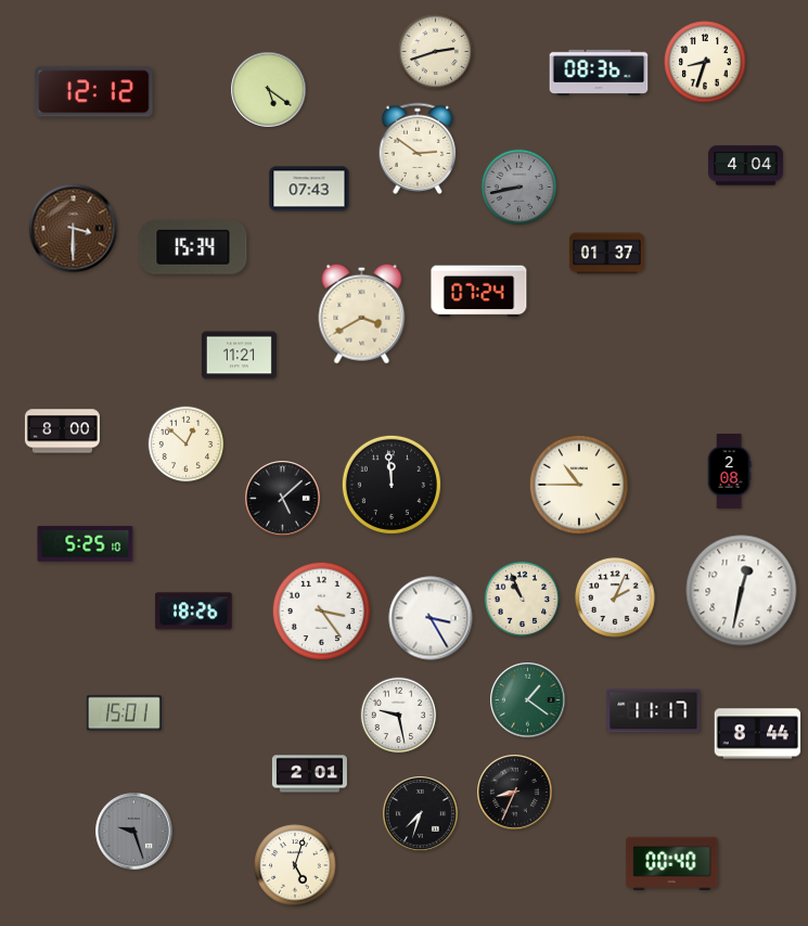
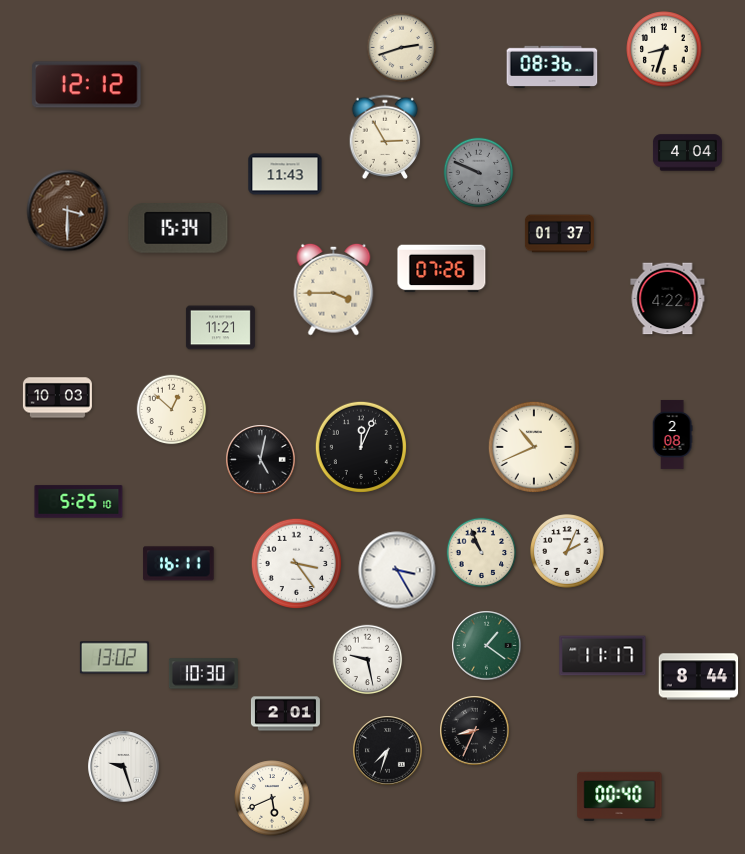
clock at (705, 62) position: (705, 62) -> (664, 49)
clock at (269, 90): 5:21 -> none
clock at (418, 149): 2:51 -> 2:55
clock at (520, 188): 8:43 -> 9:49
clock at (309, 189): 07:43 -> 11:43
clock at (479, 292): 07:24 -> 07:26
clock at (362, 313): 3:40 -> 3:45
clock at (668, 299): none -> 4:22
clock at (62, 432): 8:00 -> 10:03
clock at (392, 485): 11:59 -> 12:04
clock at (579, 485): 10:45 -> 10:41
clock at (283, 499): 5:08 -> 5:02
clock at (742, 591): 12:32 -> none
clock at (194, 612): 18:26 -> 16:11
clock at (124, 713): 15:01 -> 13:02
clock at (203, 674): none -> 10:30
clock at (134, 832) dial: grey -> white
clock at (295, 865): 5:03 -> 5:41
